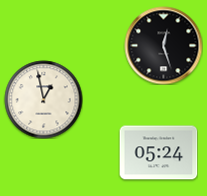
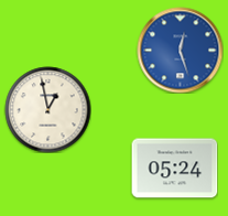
clock at (163, 45) dial: black -> blue
